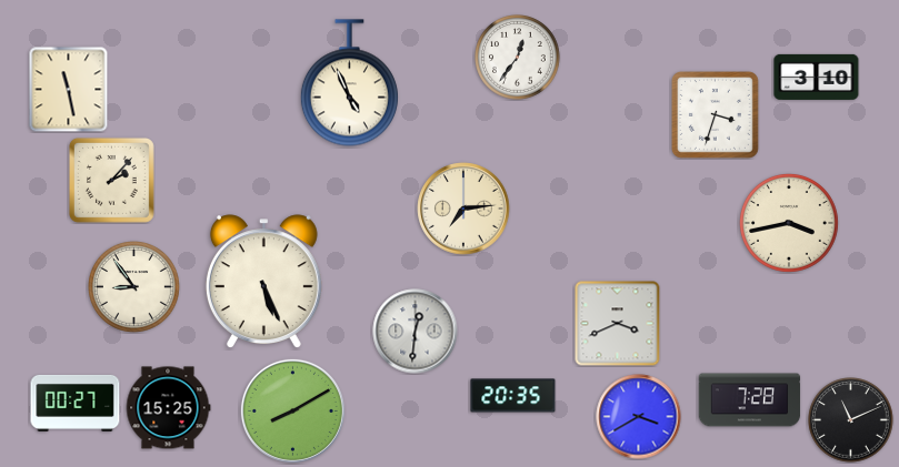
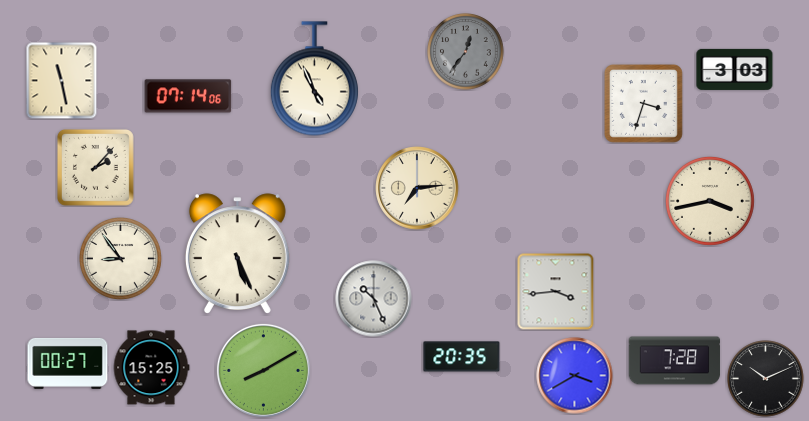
clock at (518, 58) dial: white -> grey
clock at (817, 77): 3:10 -> 3:03
clock at (349, 83) position: (349, 83) -> (314, 79)
clock at (188, 96): none -> 07:14
clock at (111, 180) position: (111, 180) -> (95, 167)
clock at (618, 324): 3:41 -> 3:44
clock at (416, 332): 12:31 -> 10:26
clock at (851, 420): 11:11 -> 10:11
